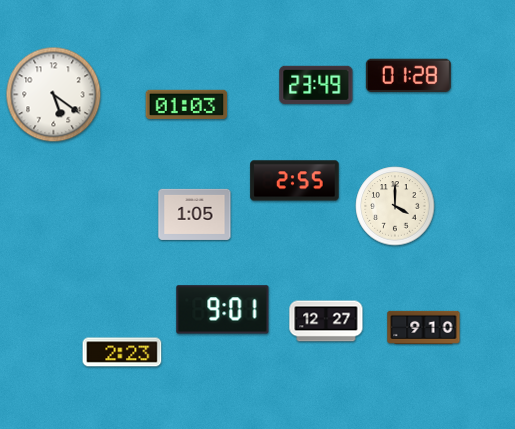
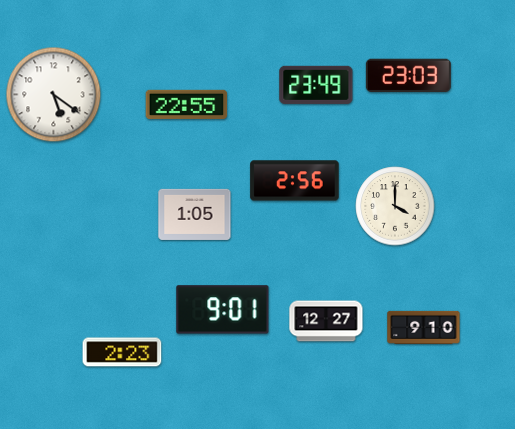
clock at (408, 75): 01:28 -> 23:03
clock at (187, 104): 01:03 -> 22:55
clock at (295, 181): 2:55 -> 2:56
